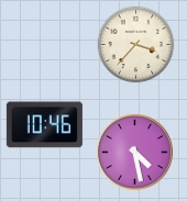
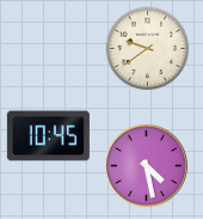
clock at (136, 45): 3:37 -> 9:39
clock at (44, 125): 10:46 -> 10:45
